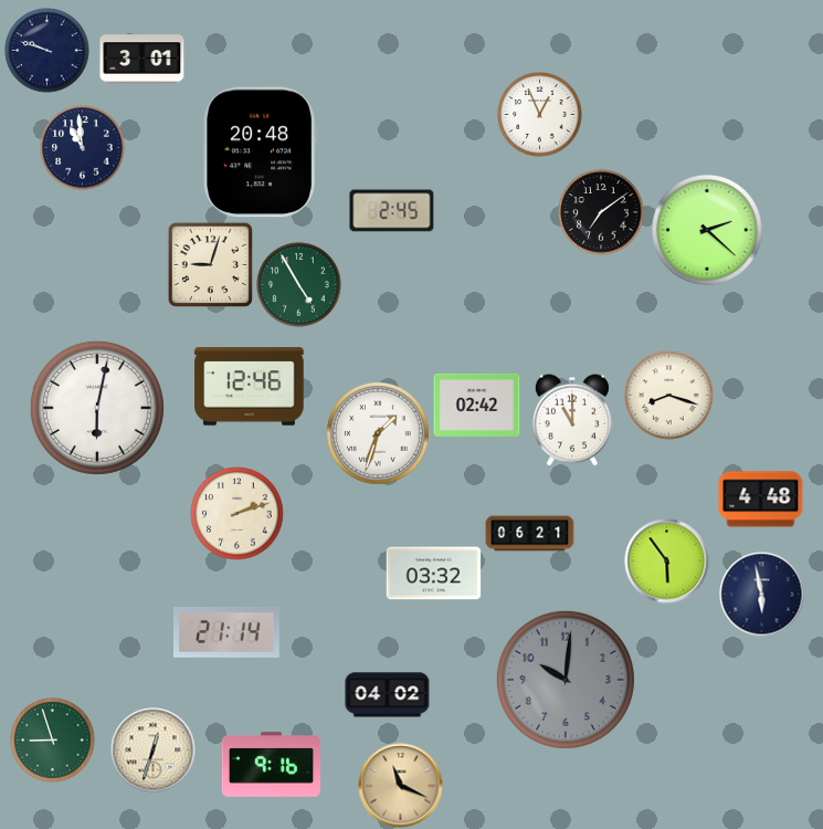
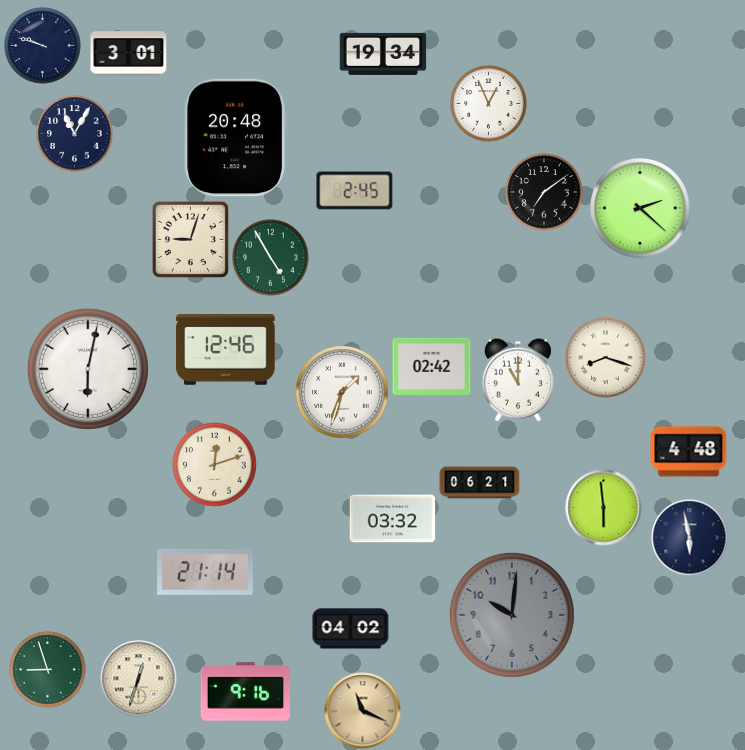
clock at (383, 54): none -> 19:34
clock at (83, 148): 10:59 -> 11:05
clock at (238, 514): 2:12 -> 12:12
clock at (667, 562): 5:54 -> 5:59
